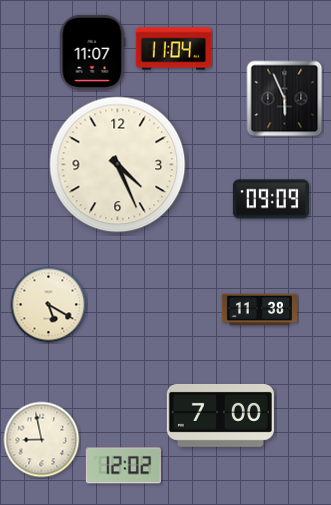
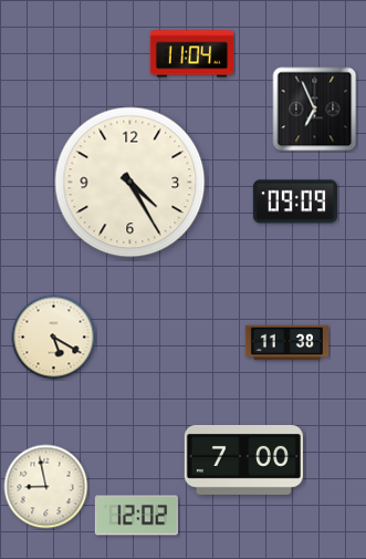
clock at (92, 52): 11:07 -> none
clock at (285, 99): 5:56 -> 6:56
clock at (118, 165): 4:26 -> 4:25
clock at (271, 199) position: (271, 199) -> (295, 201)
